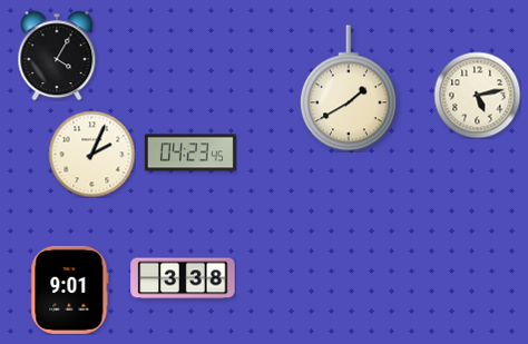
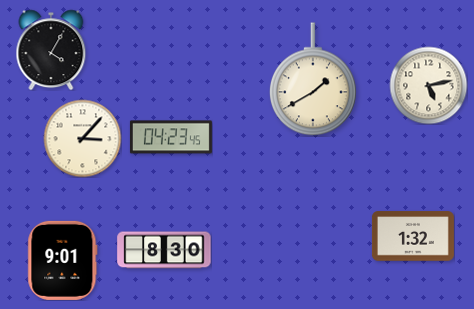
clock at (91, 154): 2:04 -> 3:07
clock at (413, 236): none -> 1:32
clock at (183, 278): 3:38 -> 8:30
